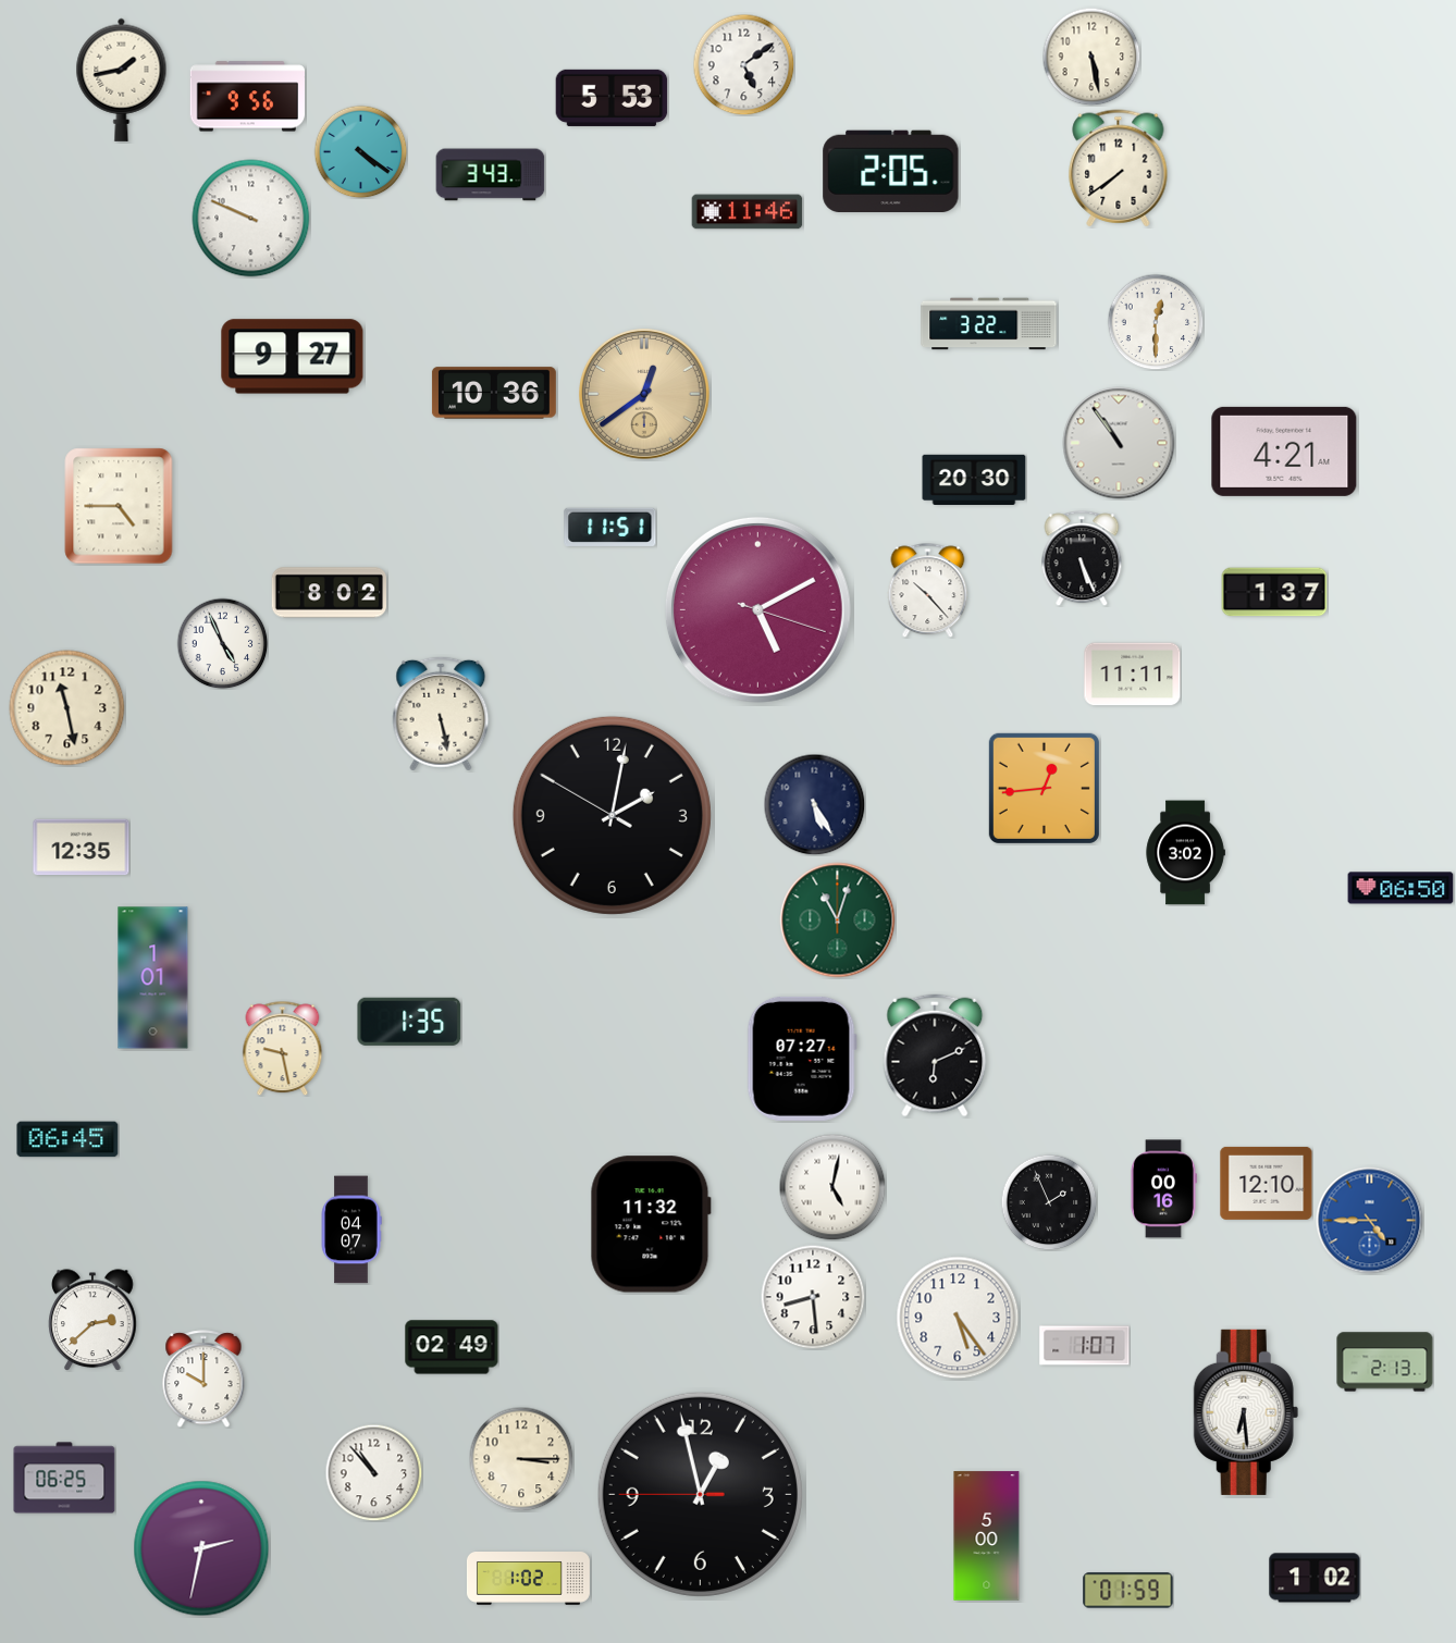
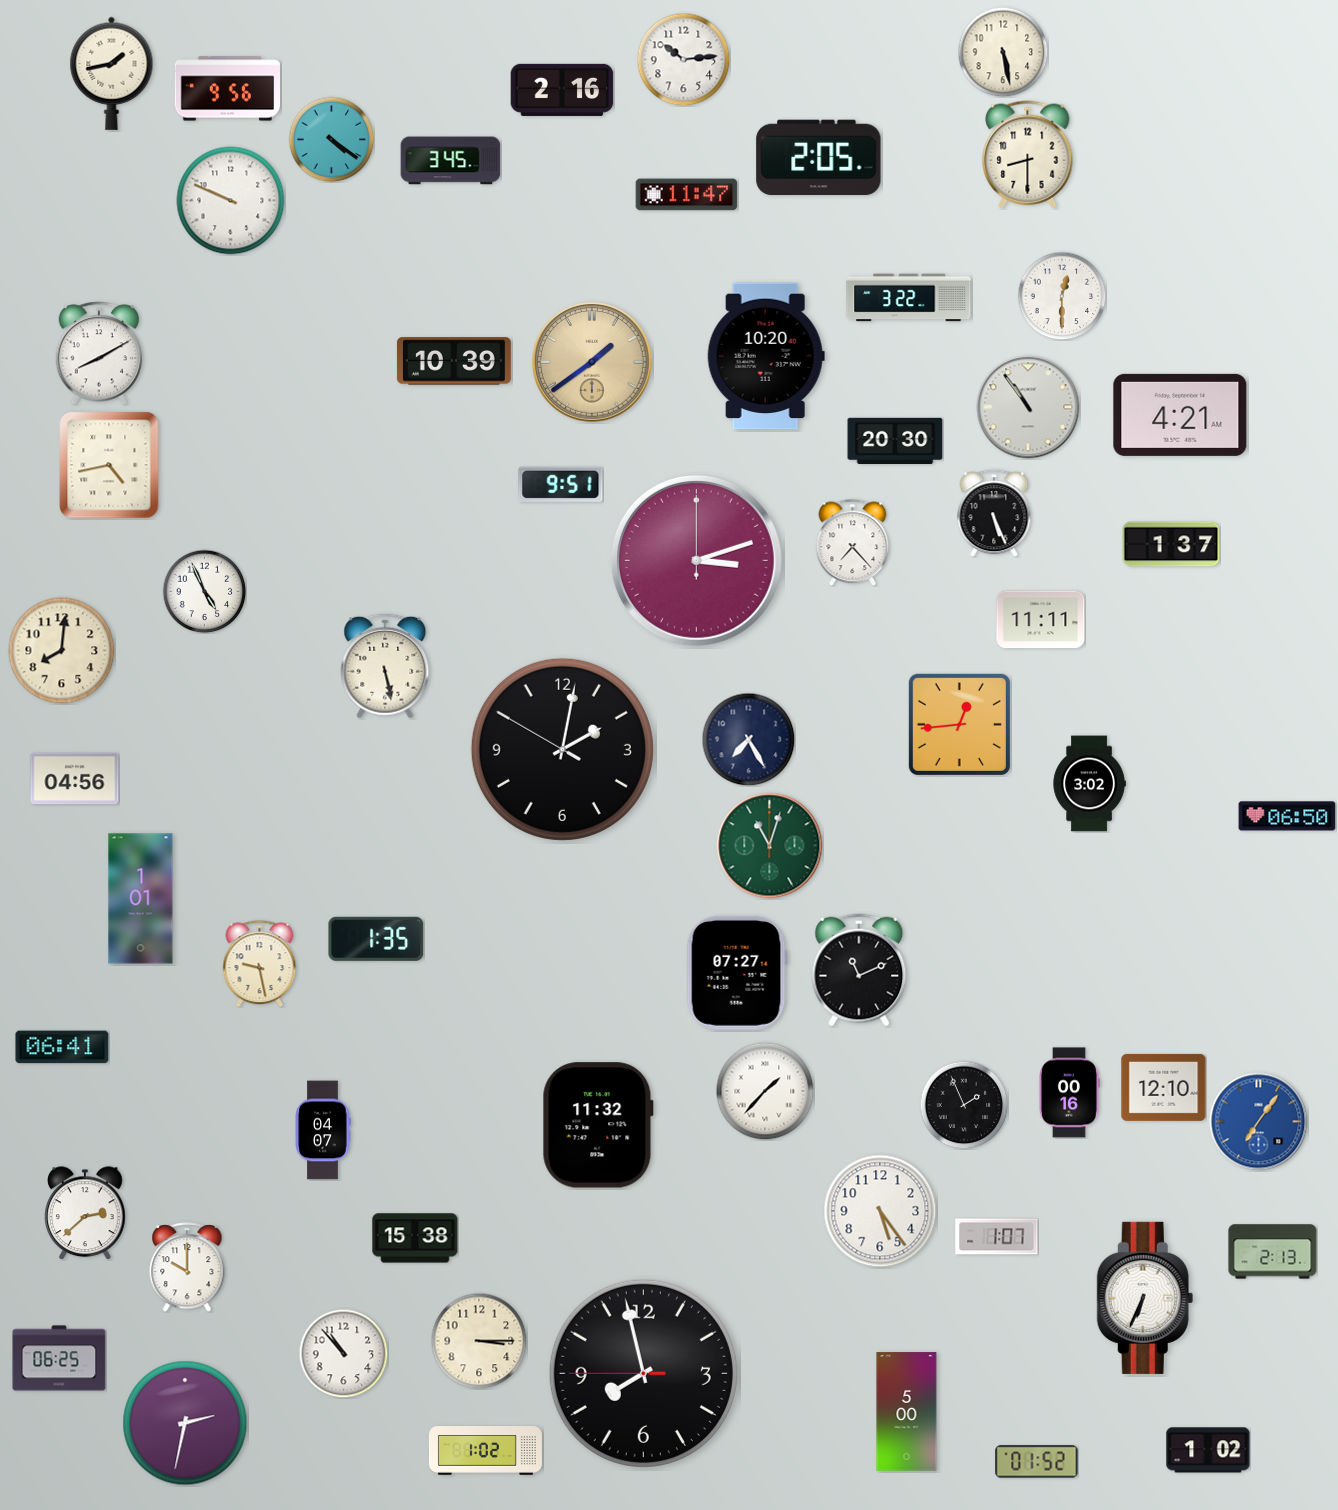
clock at (743, 64): 5:09 -> 10:14
clock at (612, 98): 5:53 -> 2:16
clock at (1119, 169): 7:39 -> 8:30
clock at (491, 175): 3:43 -> 3:45
clock at (748, 212): 11:46 -> 11:47
clock at (293, 357): 9:27 -> none
clock at (98, 353): none -> 8:10
clock at (766, 356): none -> 10:20
clock at (494, 393): 10:36 -> 10:39
clock at (645, 395): 12:39 -> 1:39
clock at (119, 506): 4:45 -> 4:43
clock at (610, 527): 11:51 -> 9:51
clock at (928, 590): 10:23 -> 7:23
clock at (330, 593): 8:02 -> none
clock at (757, 609): 5:10 -> 3:12
clock at (67, 708): 11:28 -> 8:01
clock at (441, 714) position: (441, 714) -> (385, 666)
clock at (814, 804): 5:25 -> 7:25
clock at (82, 848): 12:35 -> 04:56
clock at (935, 1055): 6:11 -> 11:11
clock at (67, 1139): 06:45 -> 06:41
clock at (832, 1187): 5:02 -> 1:37
clock at (1370, 1221): 4:45 -> 7:06
clock at (813, 1297): 8:29 -> none
clock at (452, 1347): 02:49 -> 15:38
clock at (1246, 1412): 6:29 -> 6:34
clock at (700, 1494): 12:57 -> 7:57
clock at (1128, 1591): 01:59 -> 01:52
